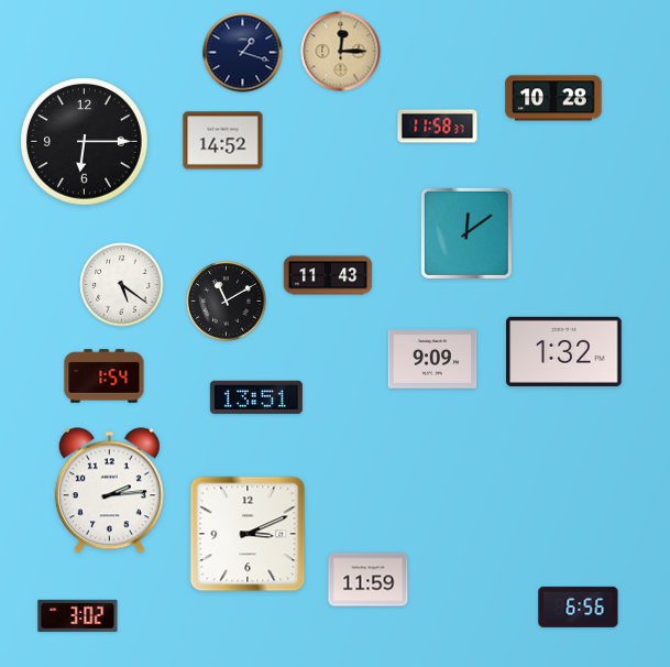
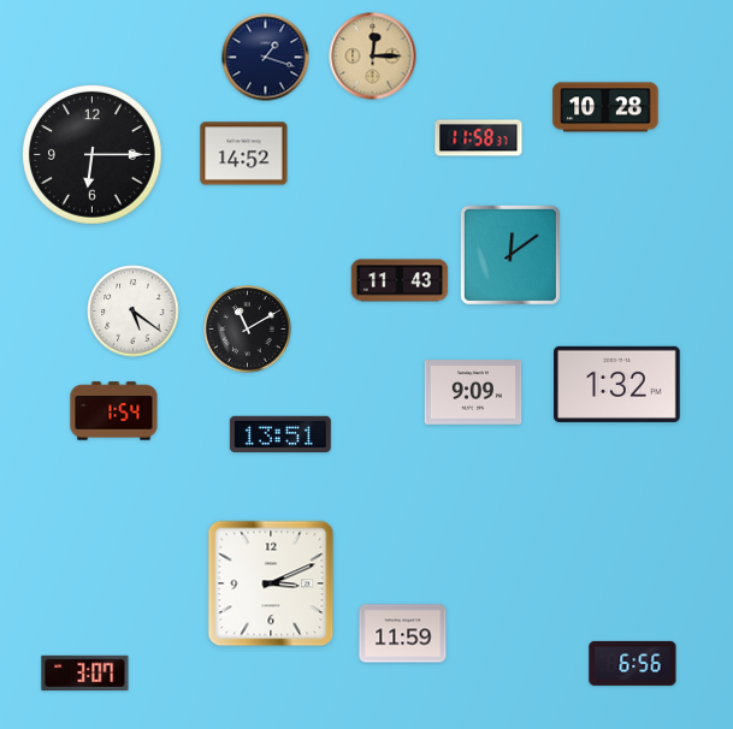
clock at (328, 275) position: (328, 275) -> (400, 280)
clock at (109, 491): 2:14 -> none
clock at (78, 615): 3:02 -> 3:07
